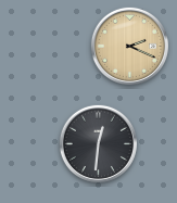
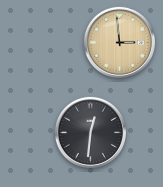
clock at (129, 46): 2:19 -> 2:59
